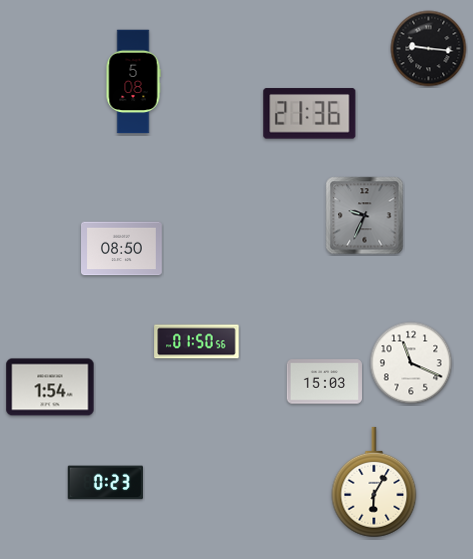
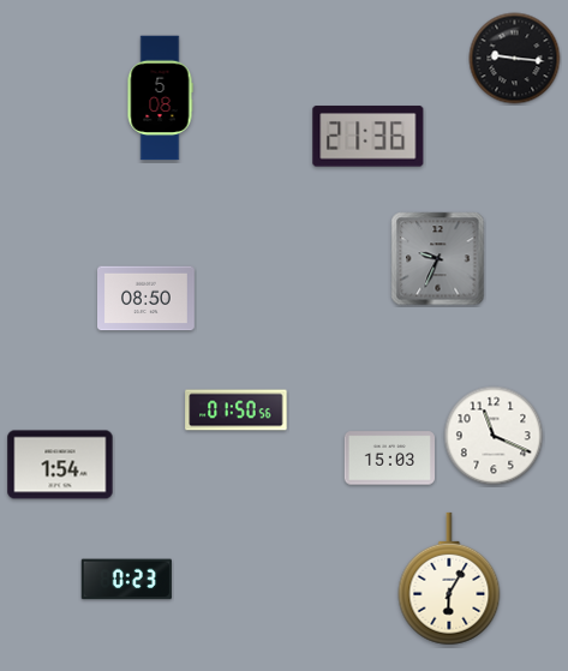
clock at (310, 114) position: (310, 114) -> (369, 137)
